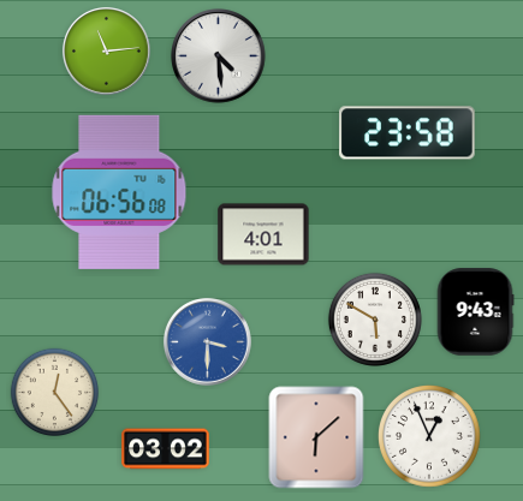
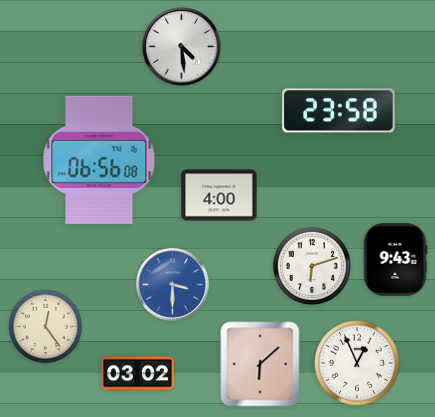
clock at (107, 52): 11:14 -> none
clock at (263, 234): 4:01 -> 4:00
clock at (375, 320): 5:50 -> 6:12
clock at (316, 437) position: (316, 437) -> (260, 364)
